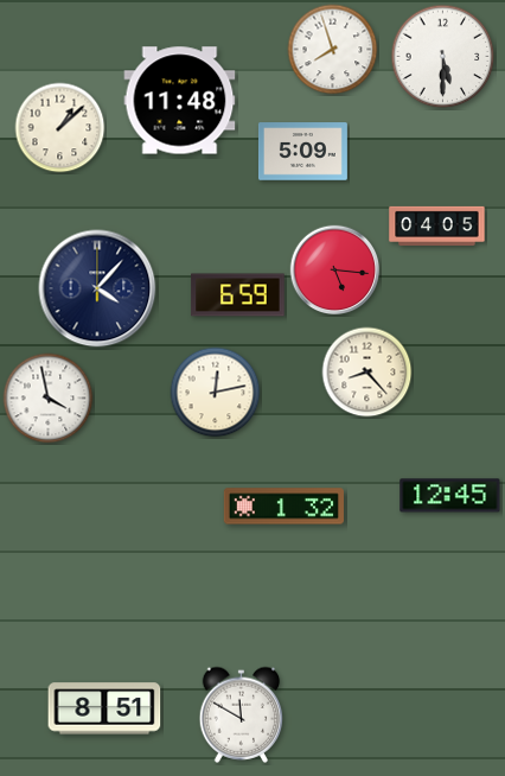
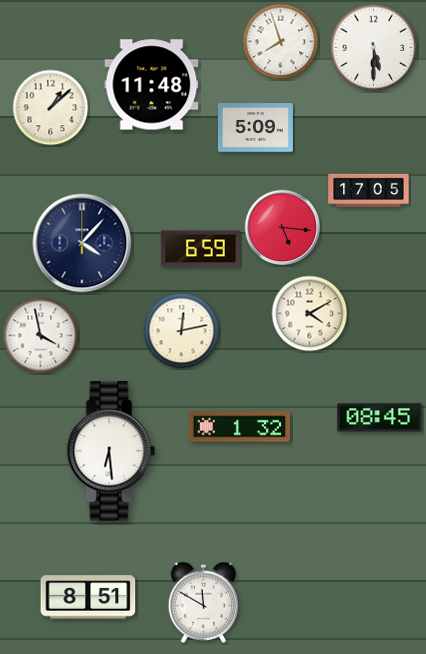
clock at (437, 225): 04:05 -> 17:05
clock at (367, 373): 8:23 -> 4:10
clock at (450, 496): 12:45 -> 08:45
clock at (111, 451): none -> 6:29
